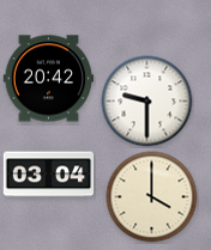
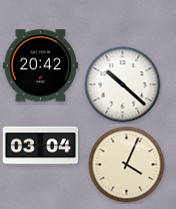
clock at (147, 102): 9:30 -> 10:22
clock at (152, 197): 4:00 -> 4:04
